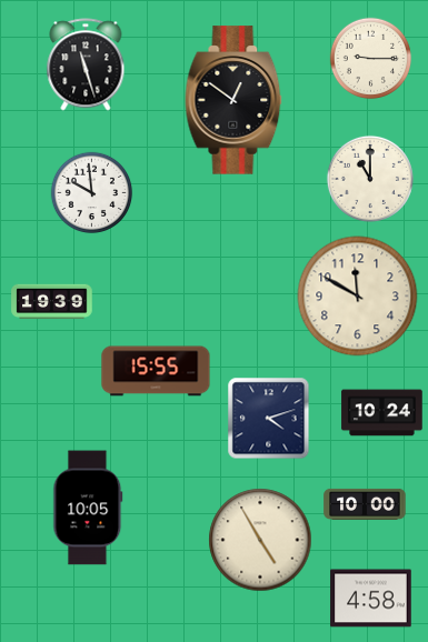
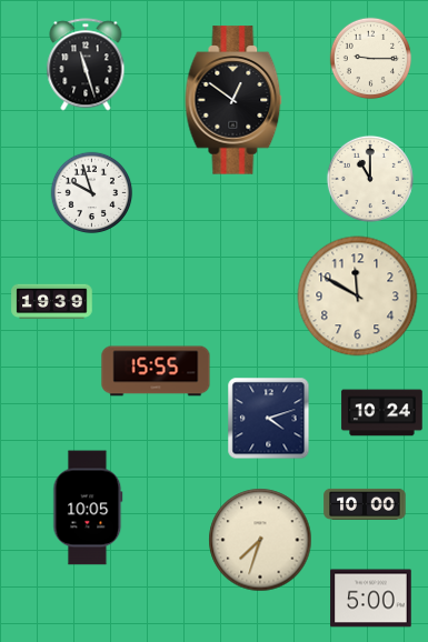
clock at (92, 193): 9:59 -> 9:57
clock at (260, 540): 4:55 -> 7:33
clock at (371, 599): 4:58 -> 5:00
